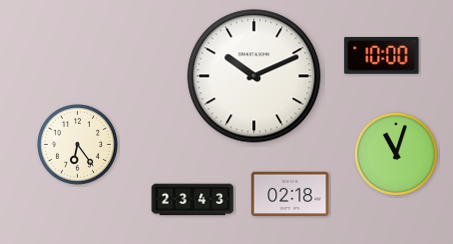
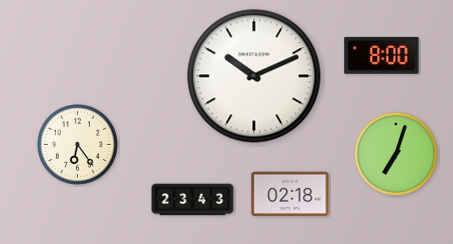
clock at (382, 55): 10:00 -> 8:00
clock at (396, 154): 11:03 -> 7:03
